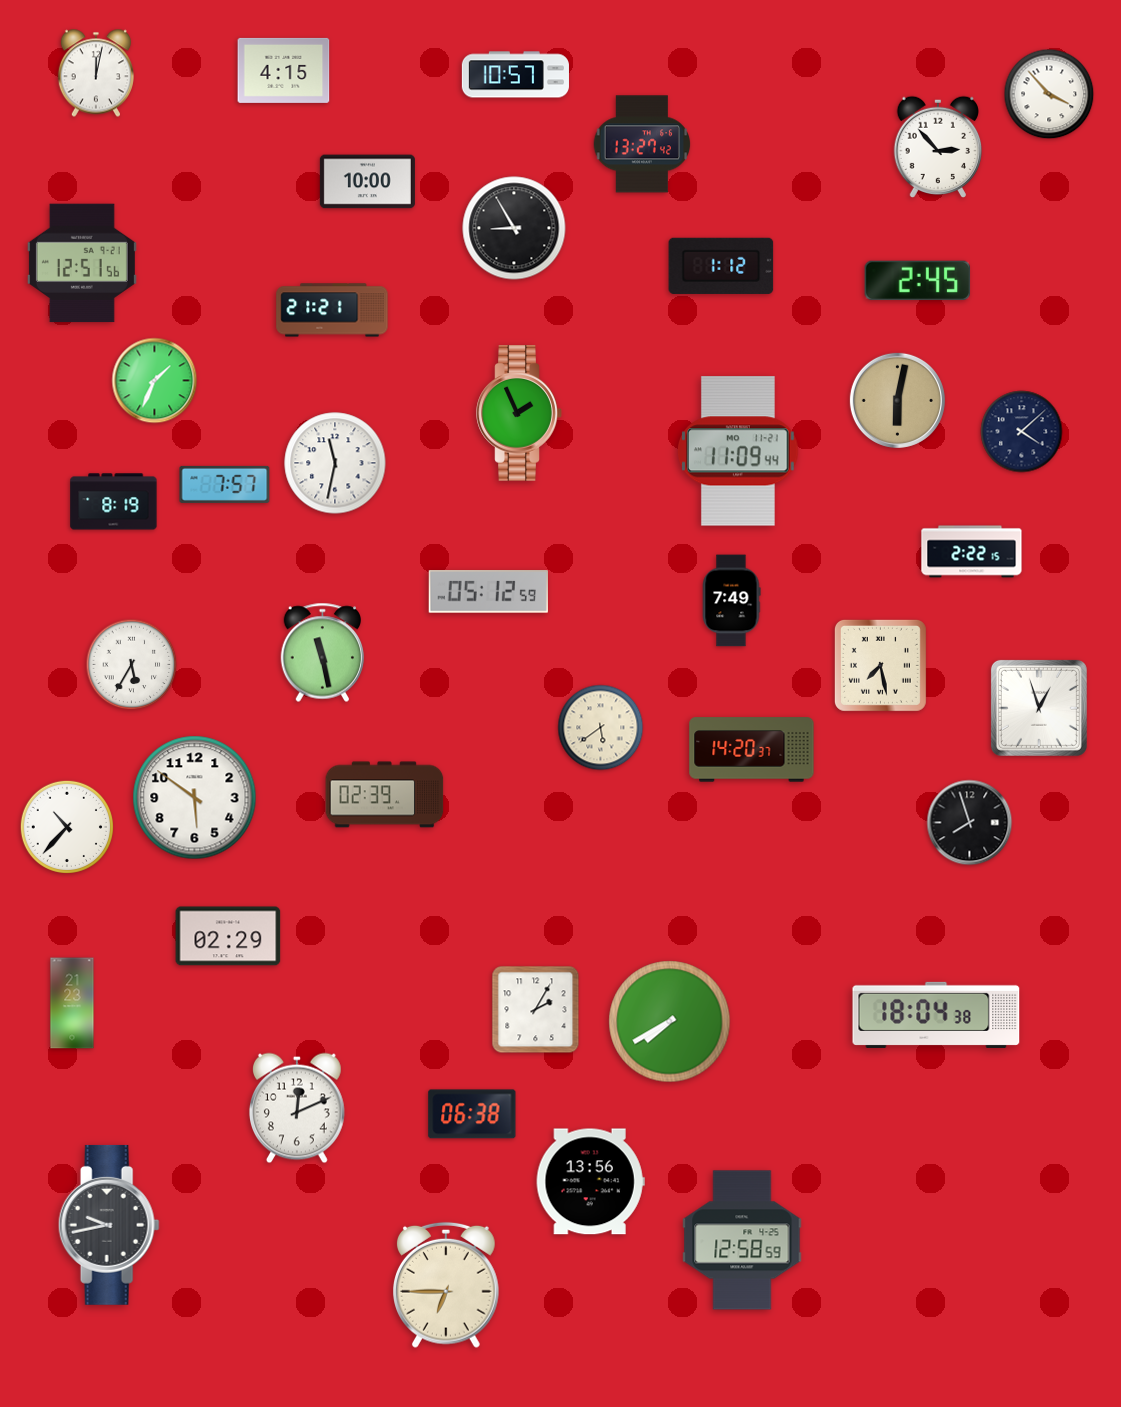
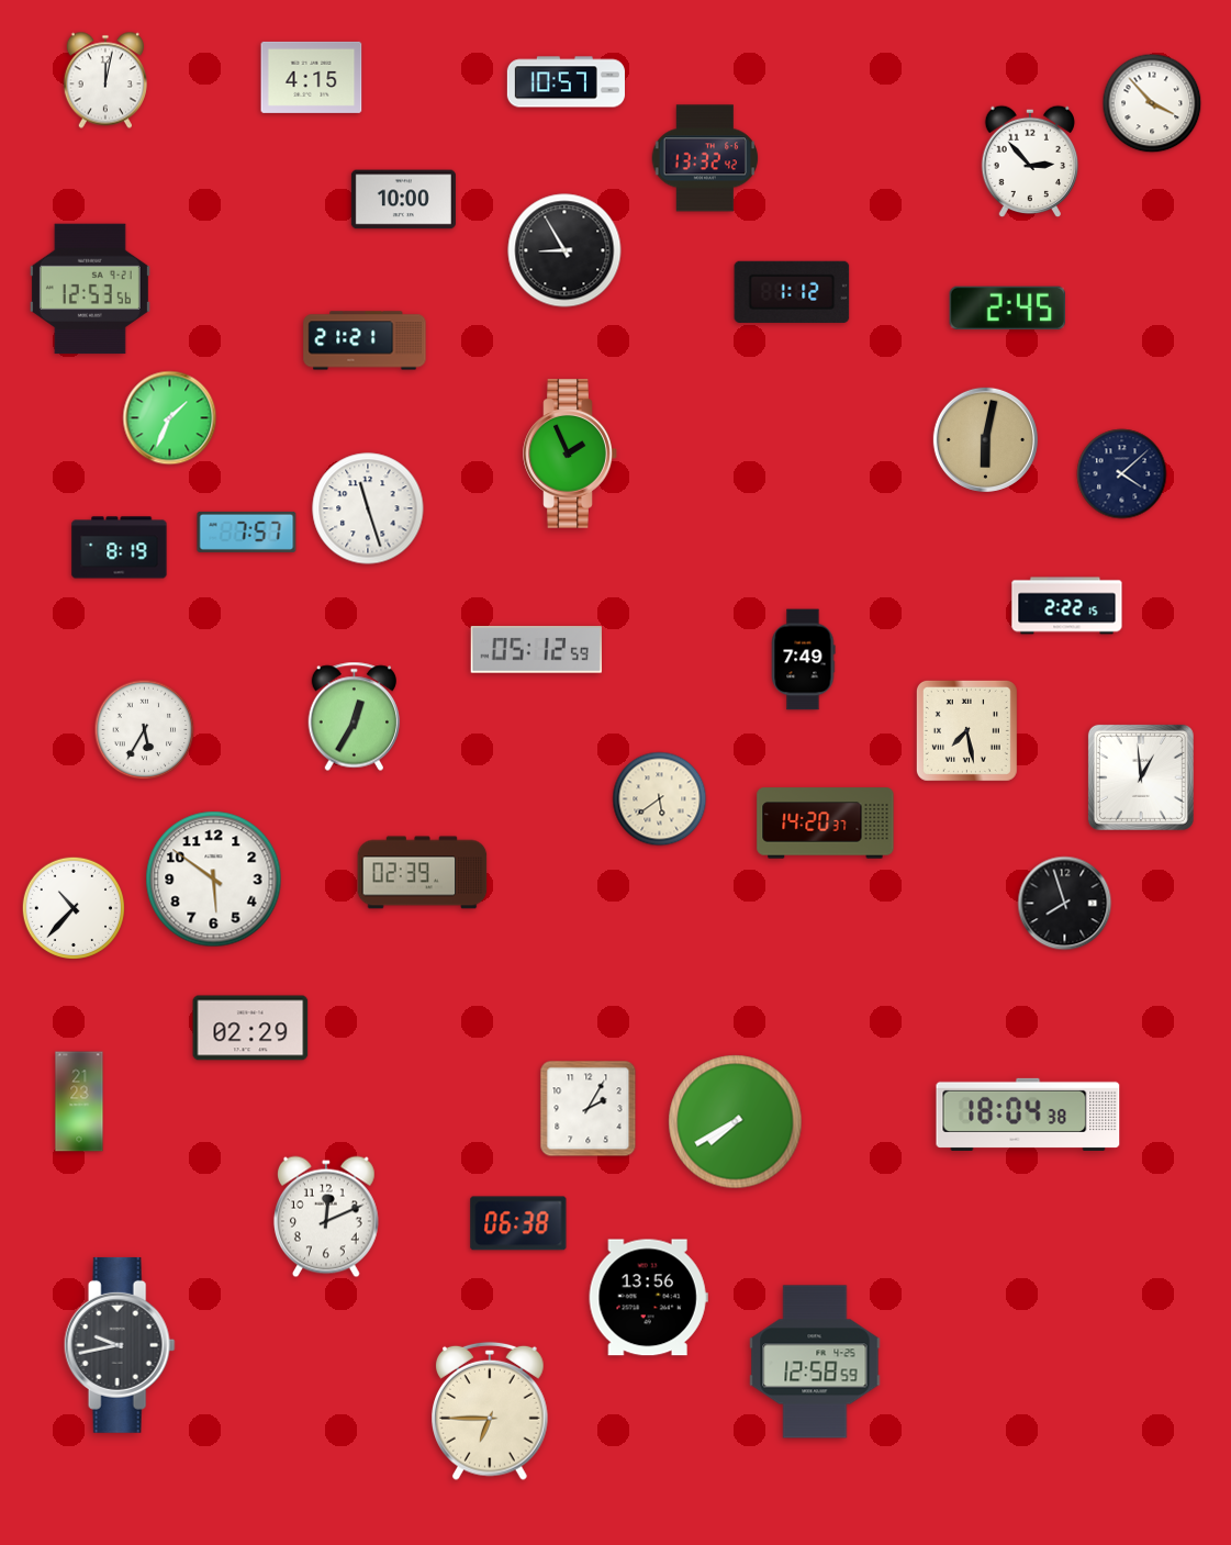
clock at (642, 144): 13:27 -> 13:32
clock at (82, 263): 12:51 -> 12:53
clock at (739, 451): 11:09 -> none
clock at (335, 463): 11:32 -> 11:27
clock at (114, 502) position: (114, 502) -> (120, 548)
clock at (323, 653): 11:28 -> 12:35
clock at (1039, 708): 12:57 -> 12:59
clock at (195, 798) position: (195, 798) -> (214, 880)
